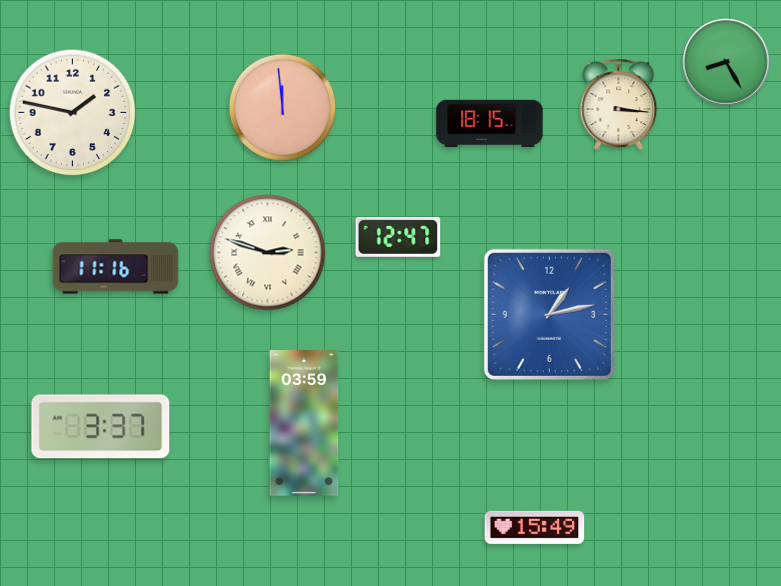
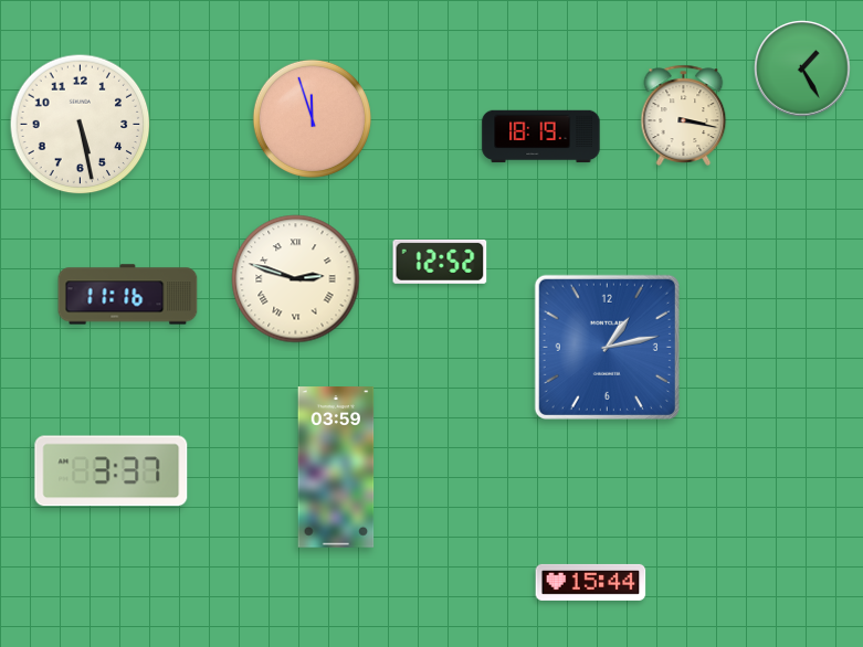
clock at (726, 62): 8:25 -> 1:25
clock at (619, 104): 3:16 -> 3:17
clock at (282, 107): 11:59 -> 11:57
clock at (73, 113): 1:47 -> 5:28
clock at (490, 124): 18:15 -> 18:19
clock at (398, 237): 12:47 -> 12:52
clock at (535, 527): 15:49 -> 15:44
